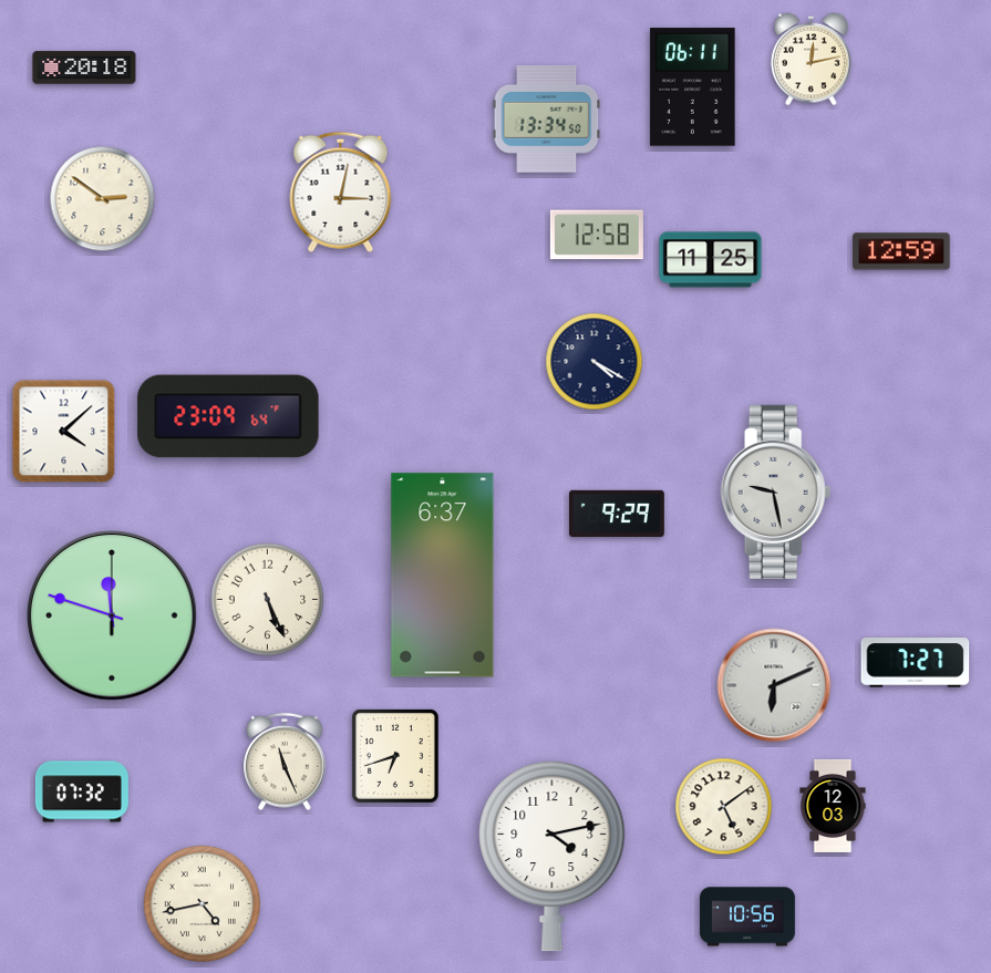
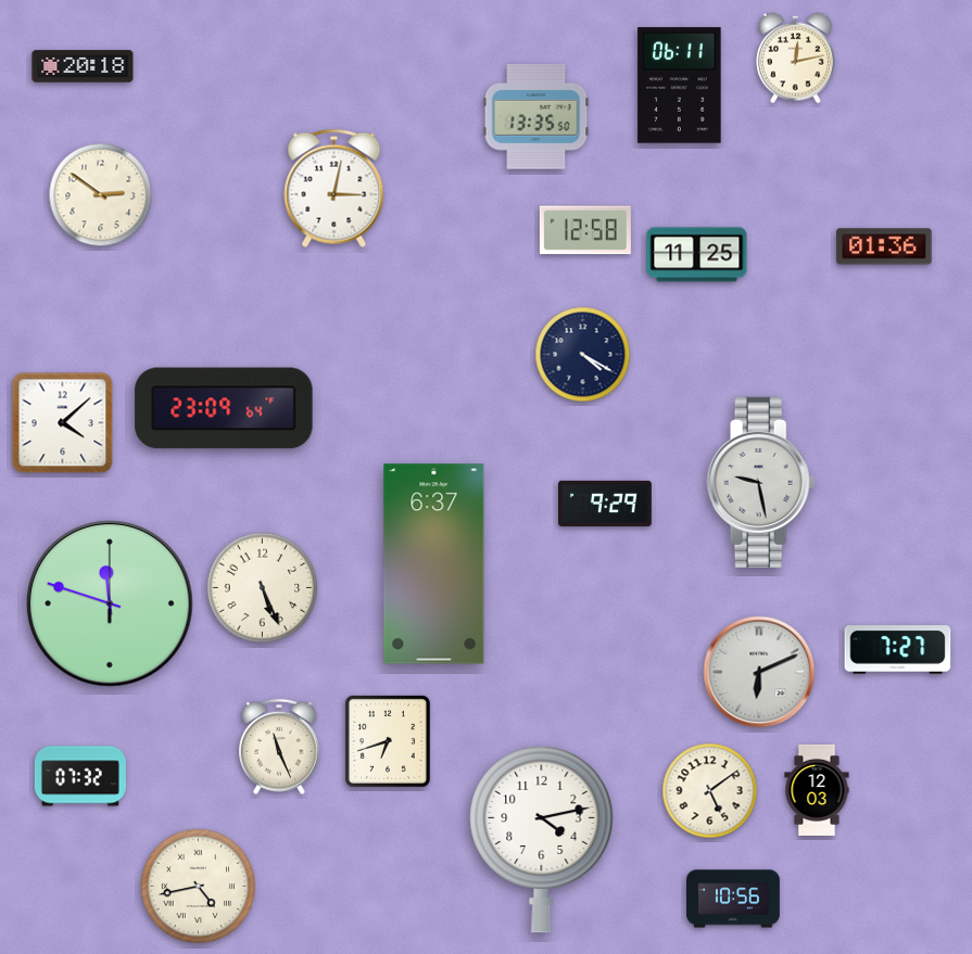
clock at (547, 118): 13:34 -> 13:35
clock at (901, 251): 12:59 -> 01:36
